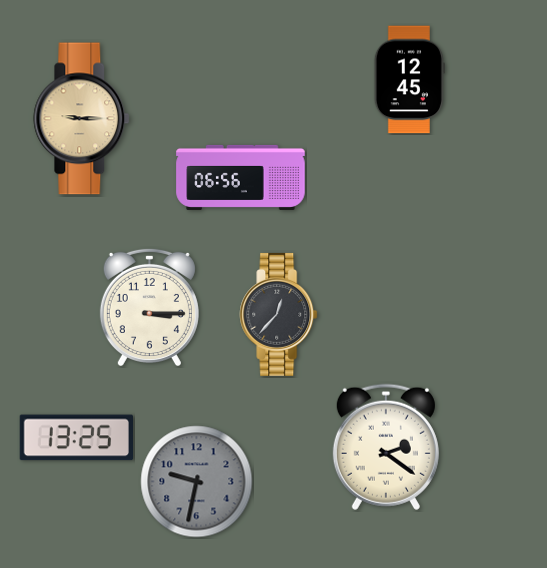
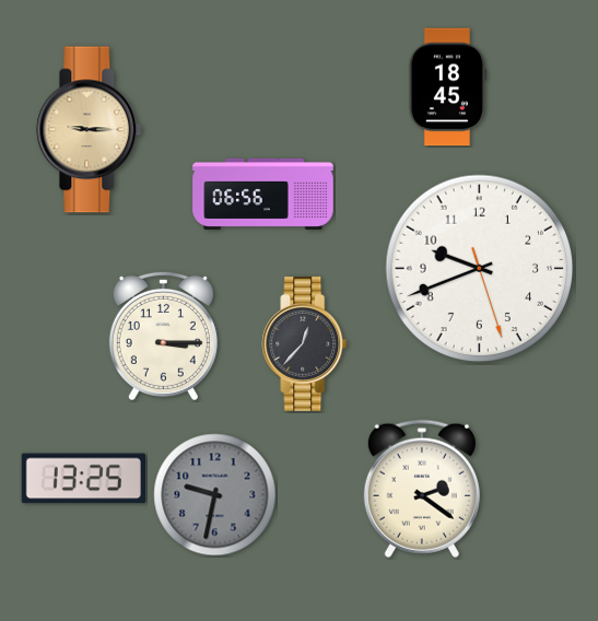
clock at (409, 80): 12:45 -> 18:45
clock at (480, 269): none -> 9:41
clock at (197, 482) position: (197, 482) -> (215, 495)
